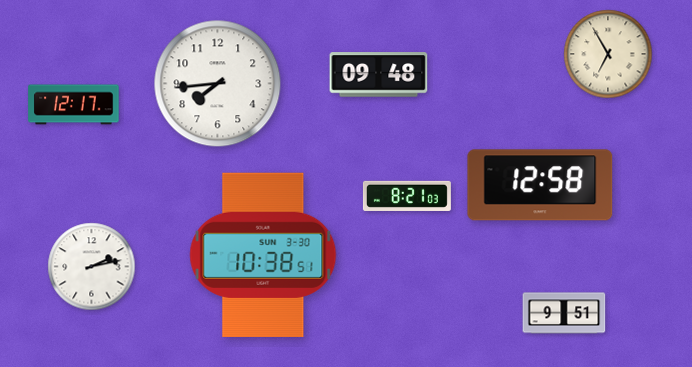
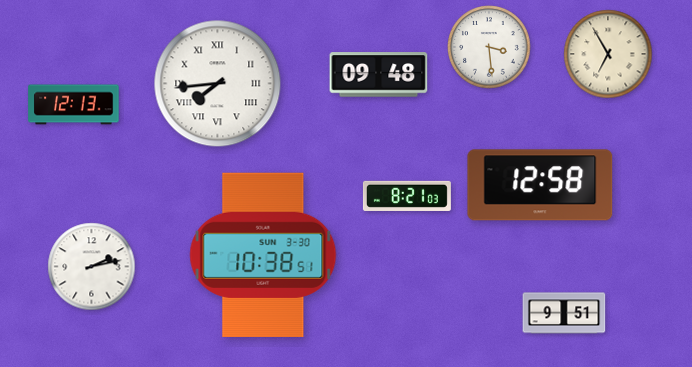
clock at (489, 47): none -> 3:29
clock at (218, 84) numerals: Arabic -> Roman
clock at (74, 105): 12:17 -> 12:13
